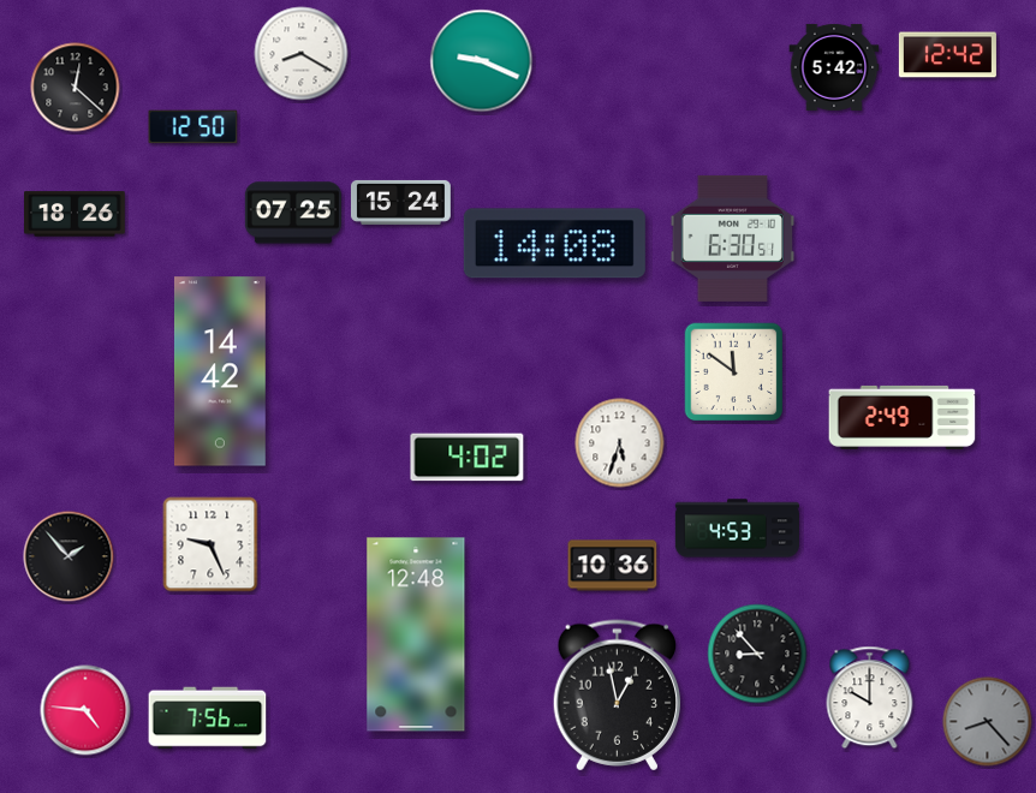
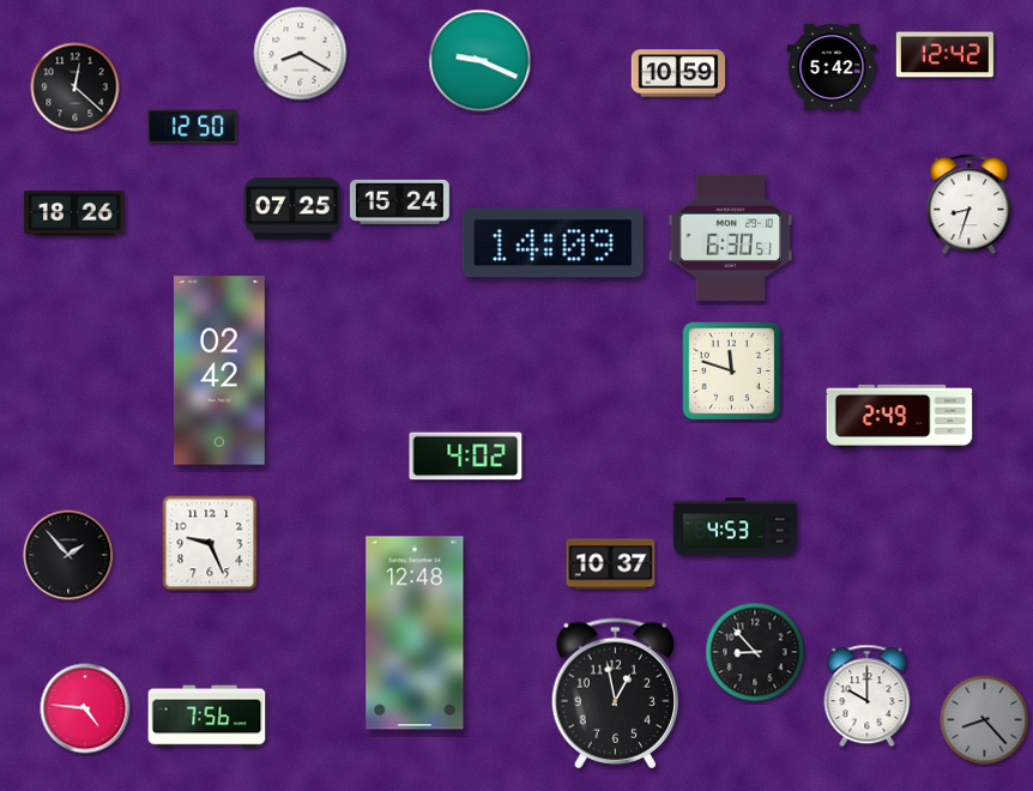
clock at (678, 73): none -> 10:59
clock at (969, 205): none -> 8:33
clock at (293, 213) position: (293, 213) -> (292, 209)
clock at (554, 244): 14:08 -> 14:09
clock at (220, 371): 14:42 -> 02:42
clock at (734, 372): 11:51 -> 11:48
clock at (620, 443): 5:33 -> none
clock at (613, 566): 10:36 -> 10:37
